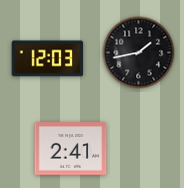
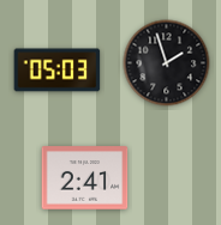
clock at (139, 53): 1:43 -> 1:57
clock at (48, 59): 12:03 -> 05:03
